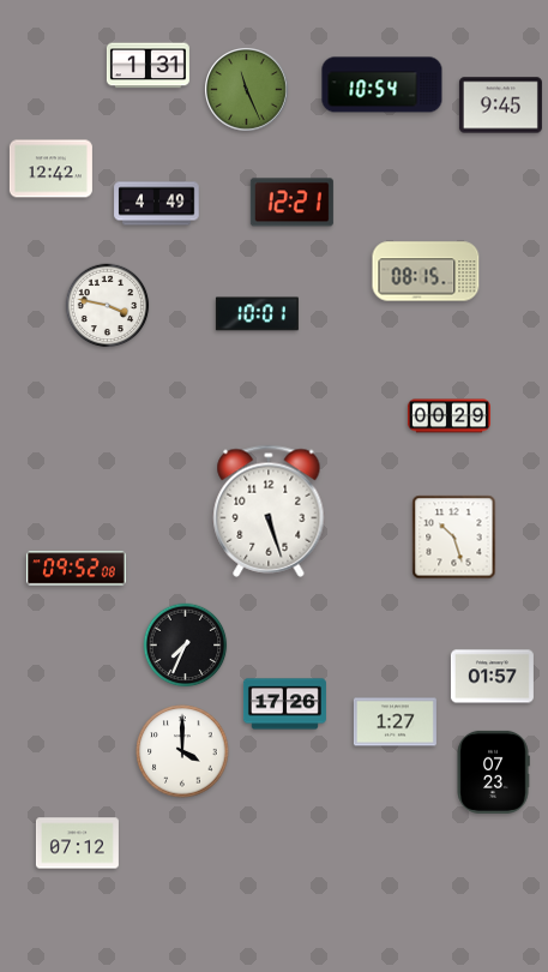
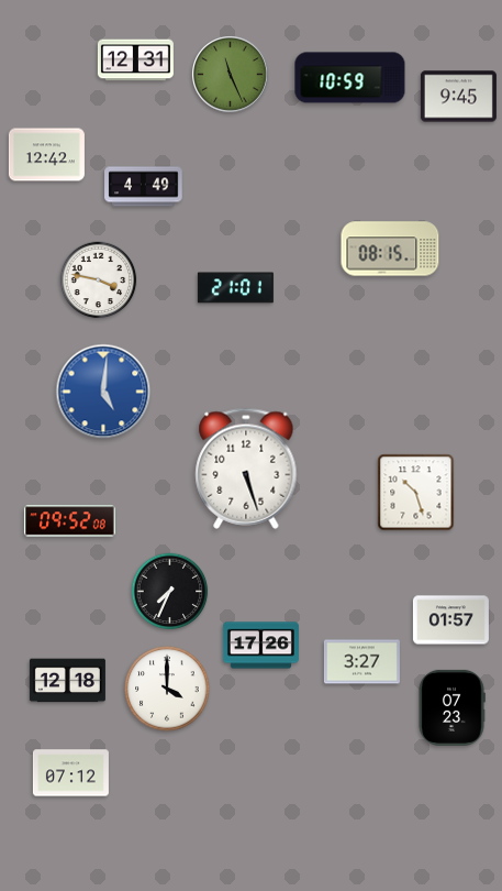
clock at (147, 66): 1:31 -> 12:31
clock at (383, 85): 10:54 -> 10:59
clock at (247, 90) position: (247, 90) -> (231, 75)
clock at (291, 203): 12:21 -> none
clock at (257, 314): 10:01 -> 21:01
clock at (448, 416): 00:29 -> none
clock at (103, 392): none -> 5:01
clock at (395, 722): 1:27 -> 3:27
clock at (67, 681): none -> 12:18
